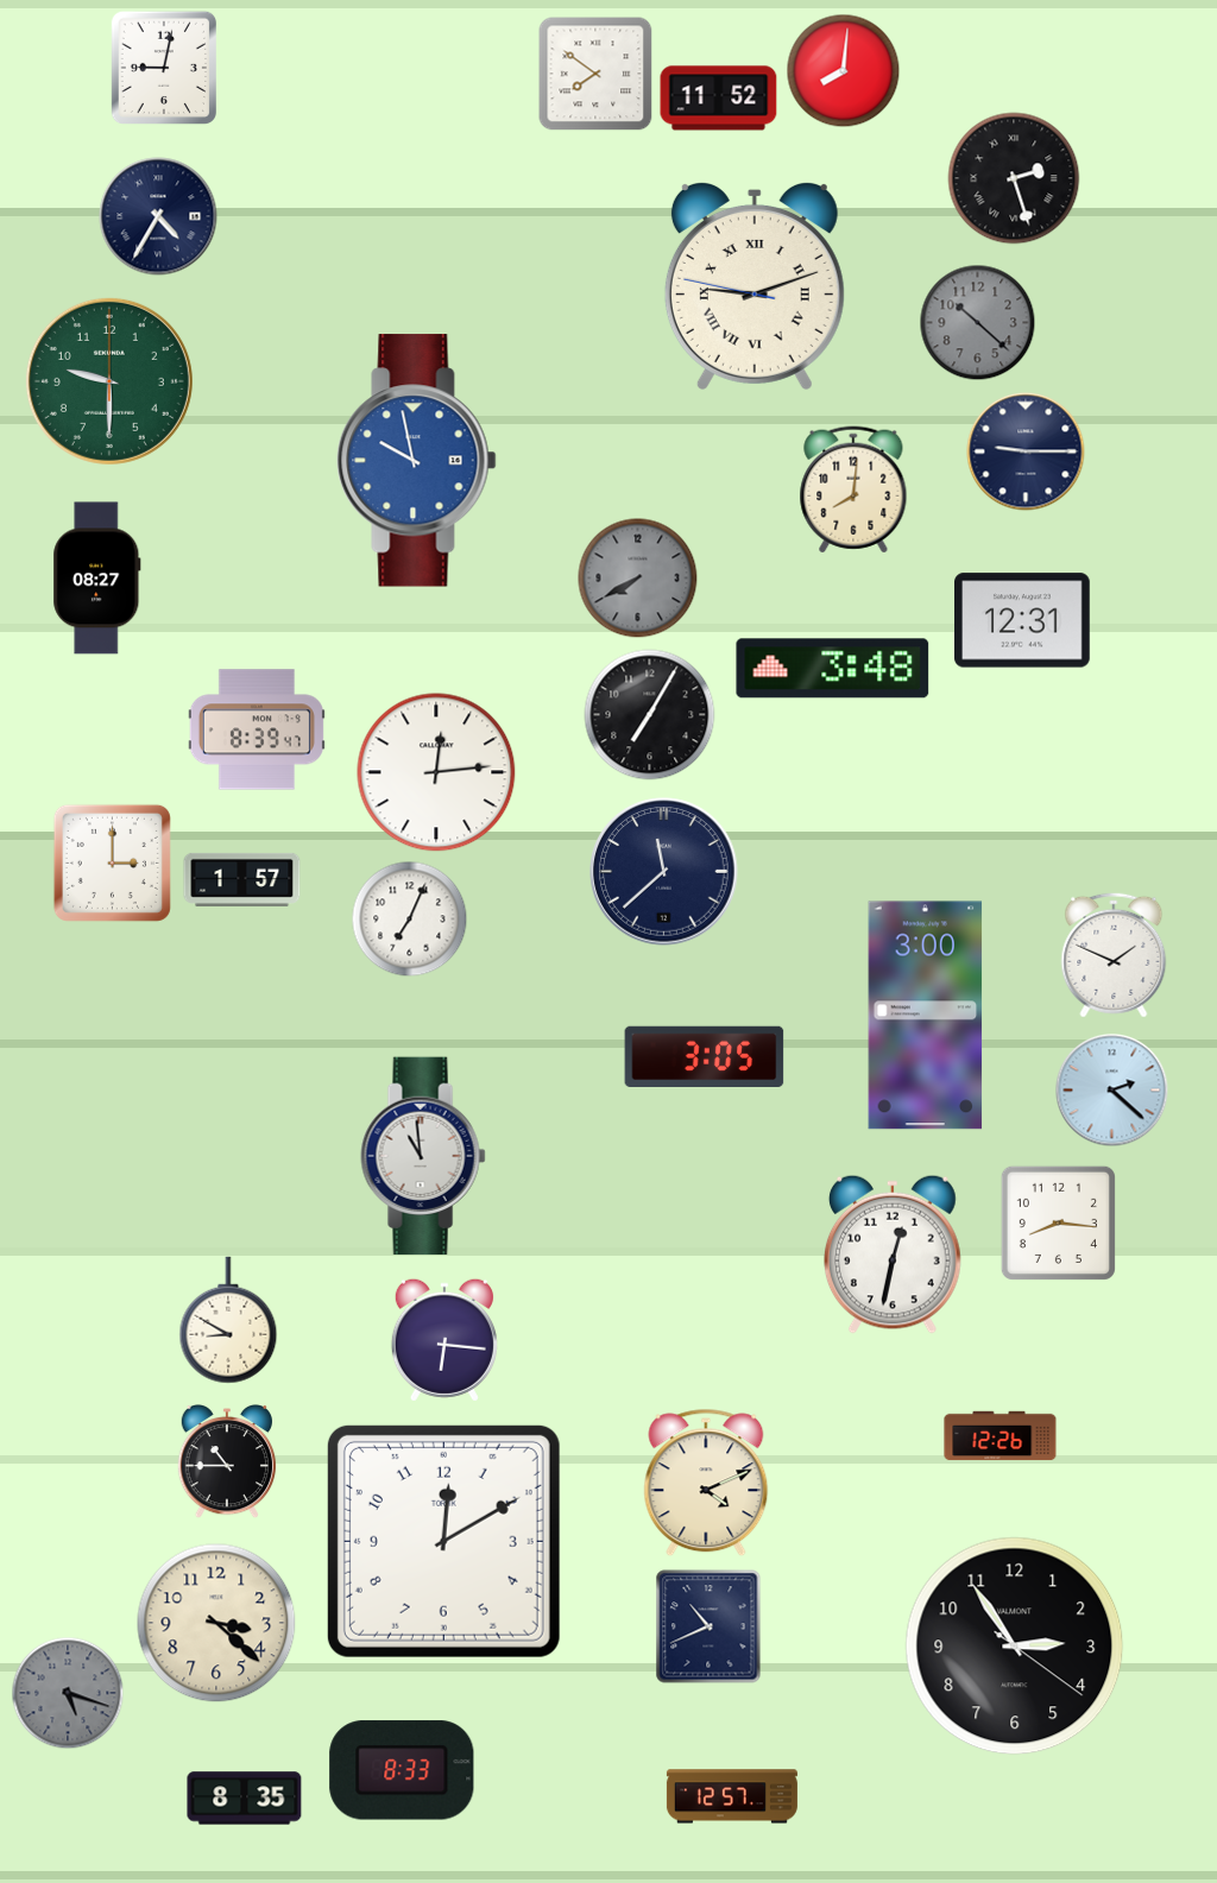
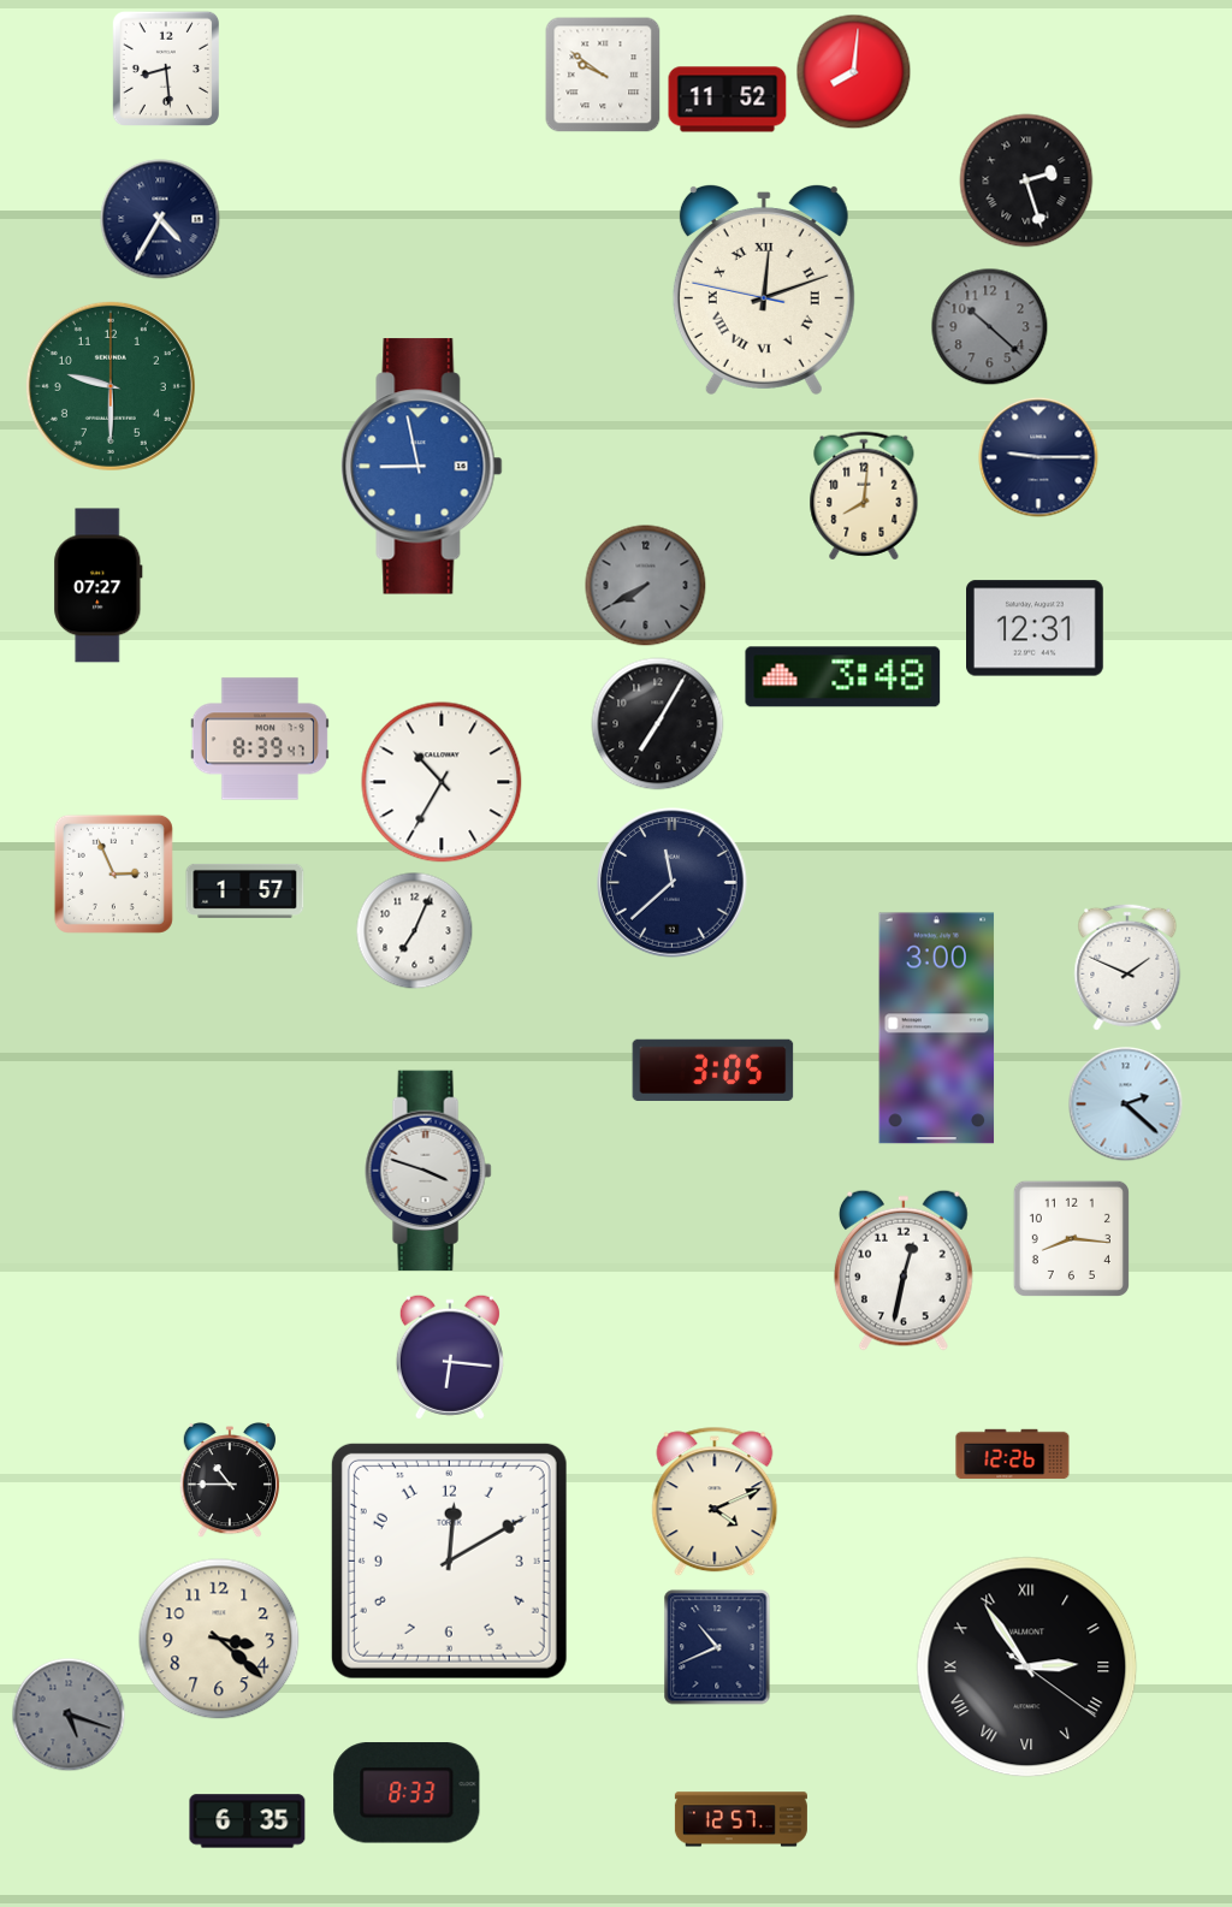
clock at (163, 67): 9:02 -> 8:29
clock at (595, 74): 7:51 -> 9:51
clock at (755, 285): 9:11 -> 12:11
clock at (417, 461): 9:58 -> 8:58
clock at (97, 579): 08:27 -> 07:27
clock at (436, 772): 12:14 -> 10:35
clock at (112, 862): 3:00 -> 2:56
clock at (423, 1156): 10:59 -> 3:48
clock at (228, 1320): 8:50 -> none
clock at (216, 1623) position: (216, 1623) -> (219, 1639)
clock at (1015, 1647) numerals: Arabic -> Roman
clock at (245, 1799): 8:35 -> 6:35
